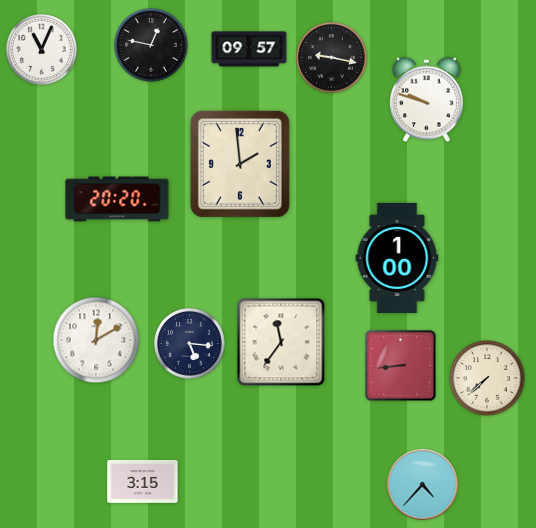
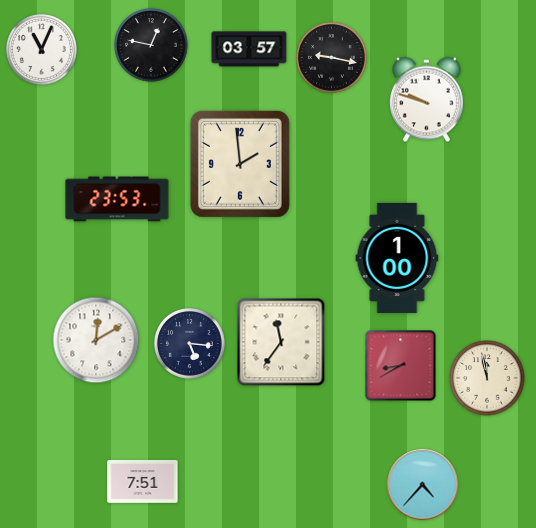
clock at (249, 49): 09:57 -> 03:57
clock at (117, 199): 20:20 -> 23:53
clock at (401, 366): 8:44 -> 8:40
clock at (487, 378): 7:38 -> 11:58
clock at (143, 482): 3:15 -> 7:51
